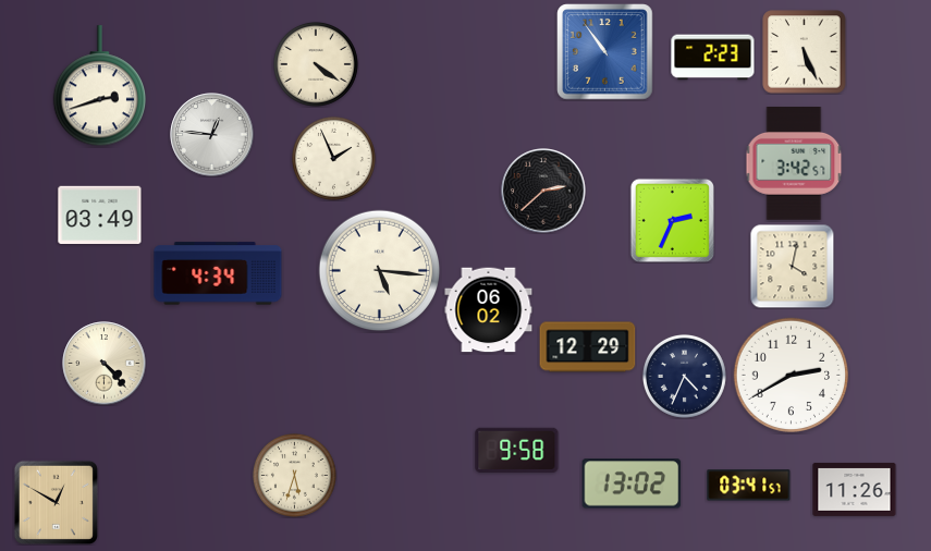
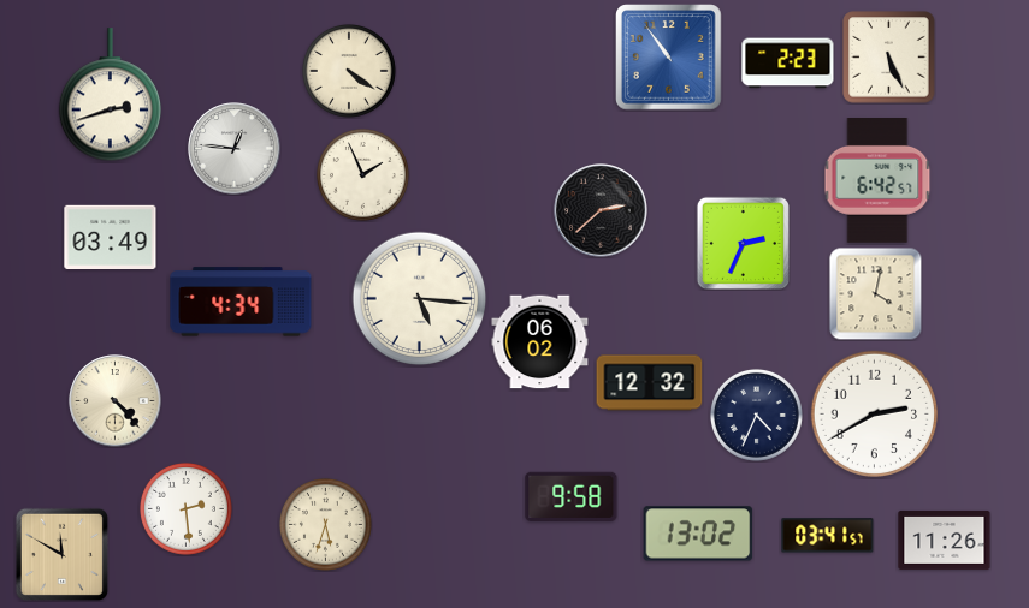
clock at (333, 158) position: (333, 158) -> (362, 174)
clock at (794, 164): 3:42 -> 6:42
clock at (588, 347): 12:29 -> 12:32
clock at (185, 508): none -> 2:29
clock at (56, 502): 12:50 -> 11:50
